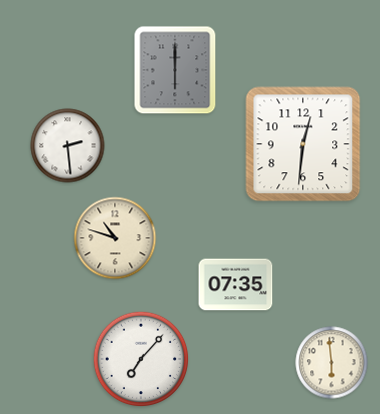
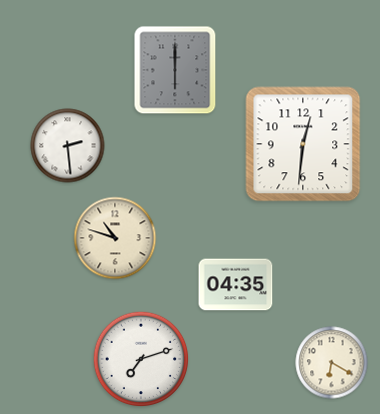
clock at (236, 285): 07:35 -> 04:35
clock at (141, 359): 7:07 -> 7:12
clock at (332, 363): 5:59 -> 6:20
